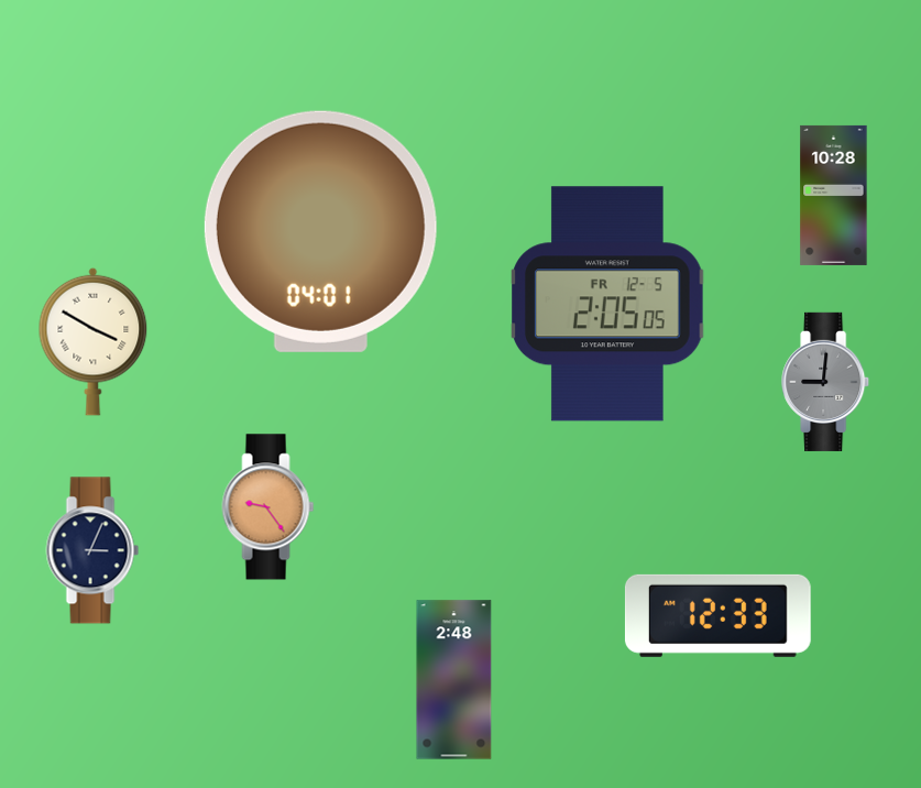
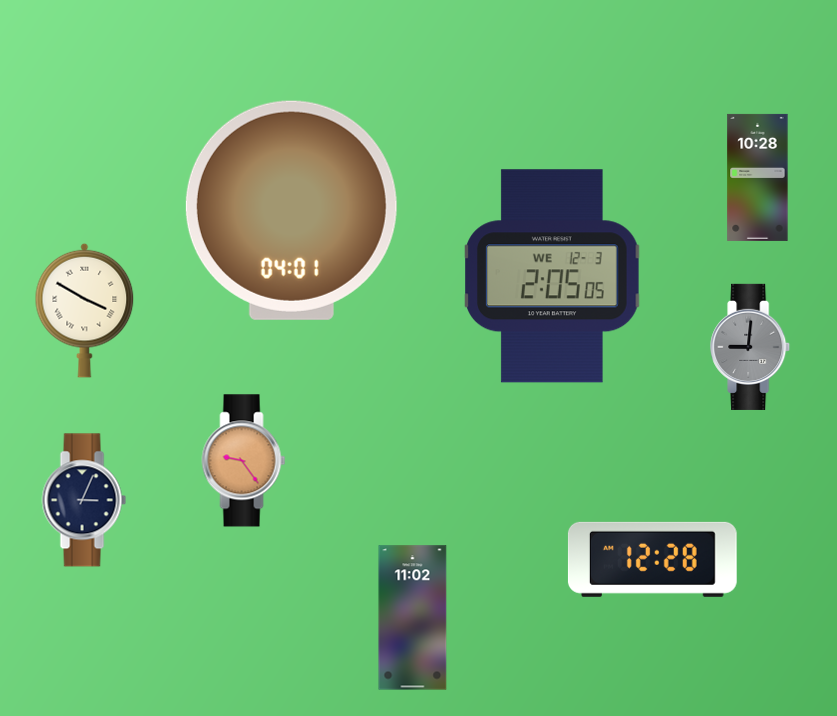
clock at (607, 304) date: FR 12-5 -> WE 12-3
clock at (717, 615): 12:33 -> 12:28
clock at (454, 680): 2:48 -> 11:02
